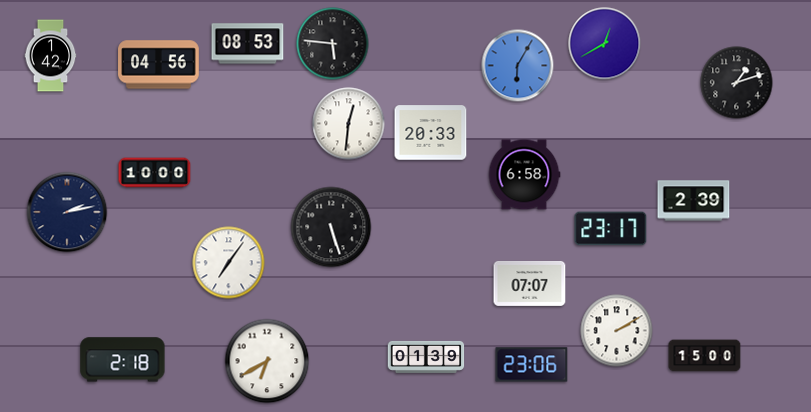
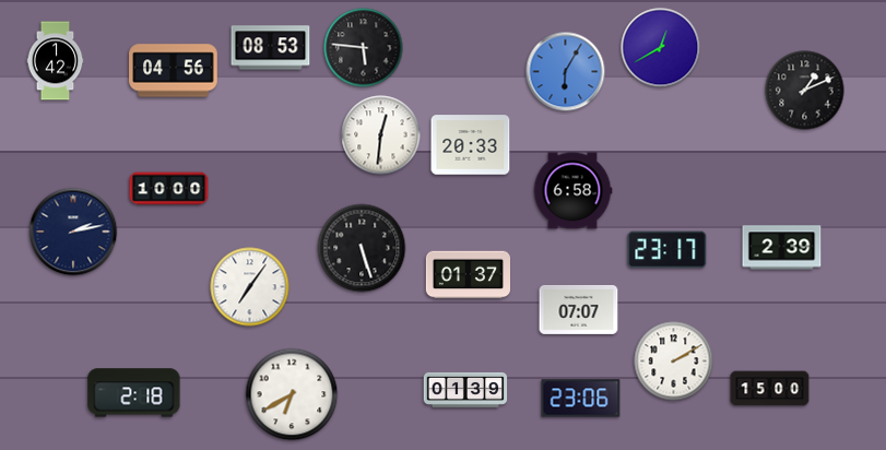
clock at (737, 83): 1:12 -> 1:11
clock at (694, 201) position: (694, 201) -> (782, 248)
clock at (468, 275): none -> 01:37
